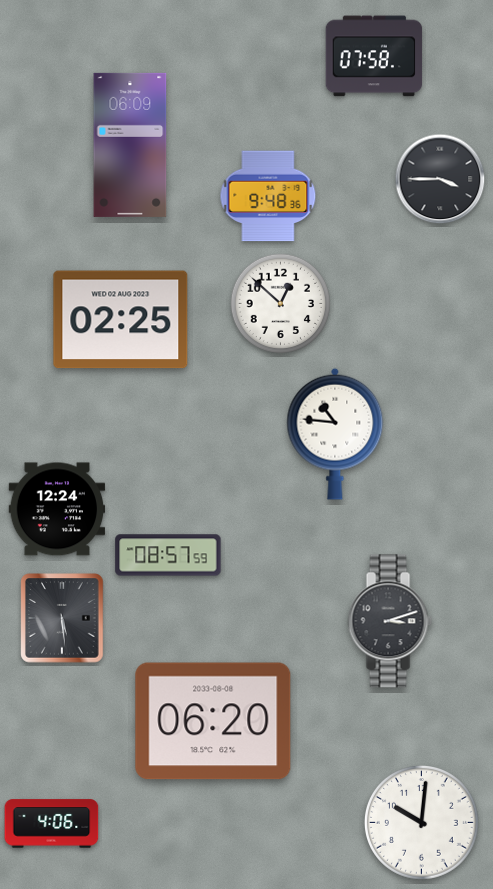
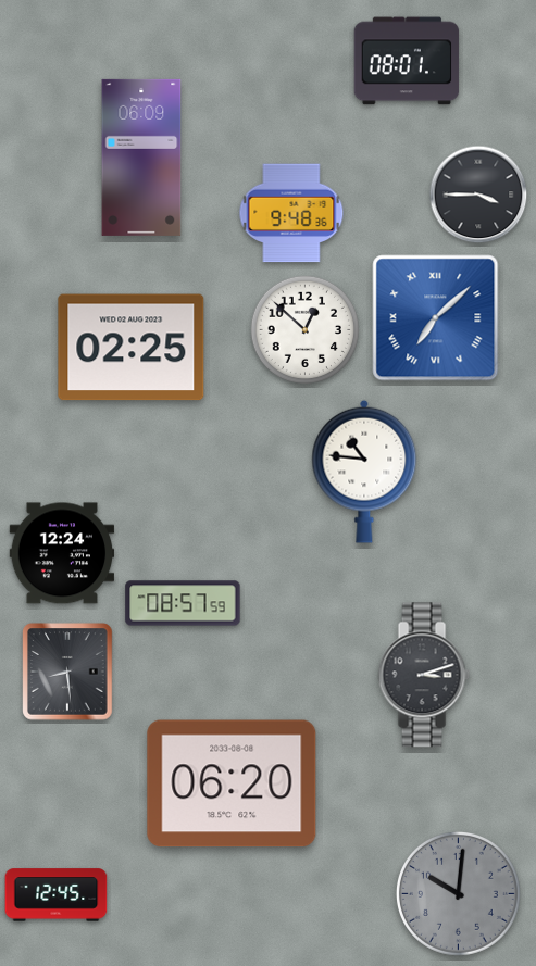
clock at (374, 56): 07:58 -> 08:01
clock at (436, 318): none -> 7:08
clock at (62, 618): 5:29 -> 8:29
clock at (421, 822) dial: white -> grey
clock at (52, 824): 4:06 -> 12:45
